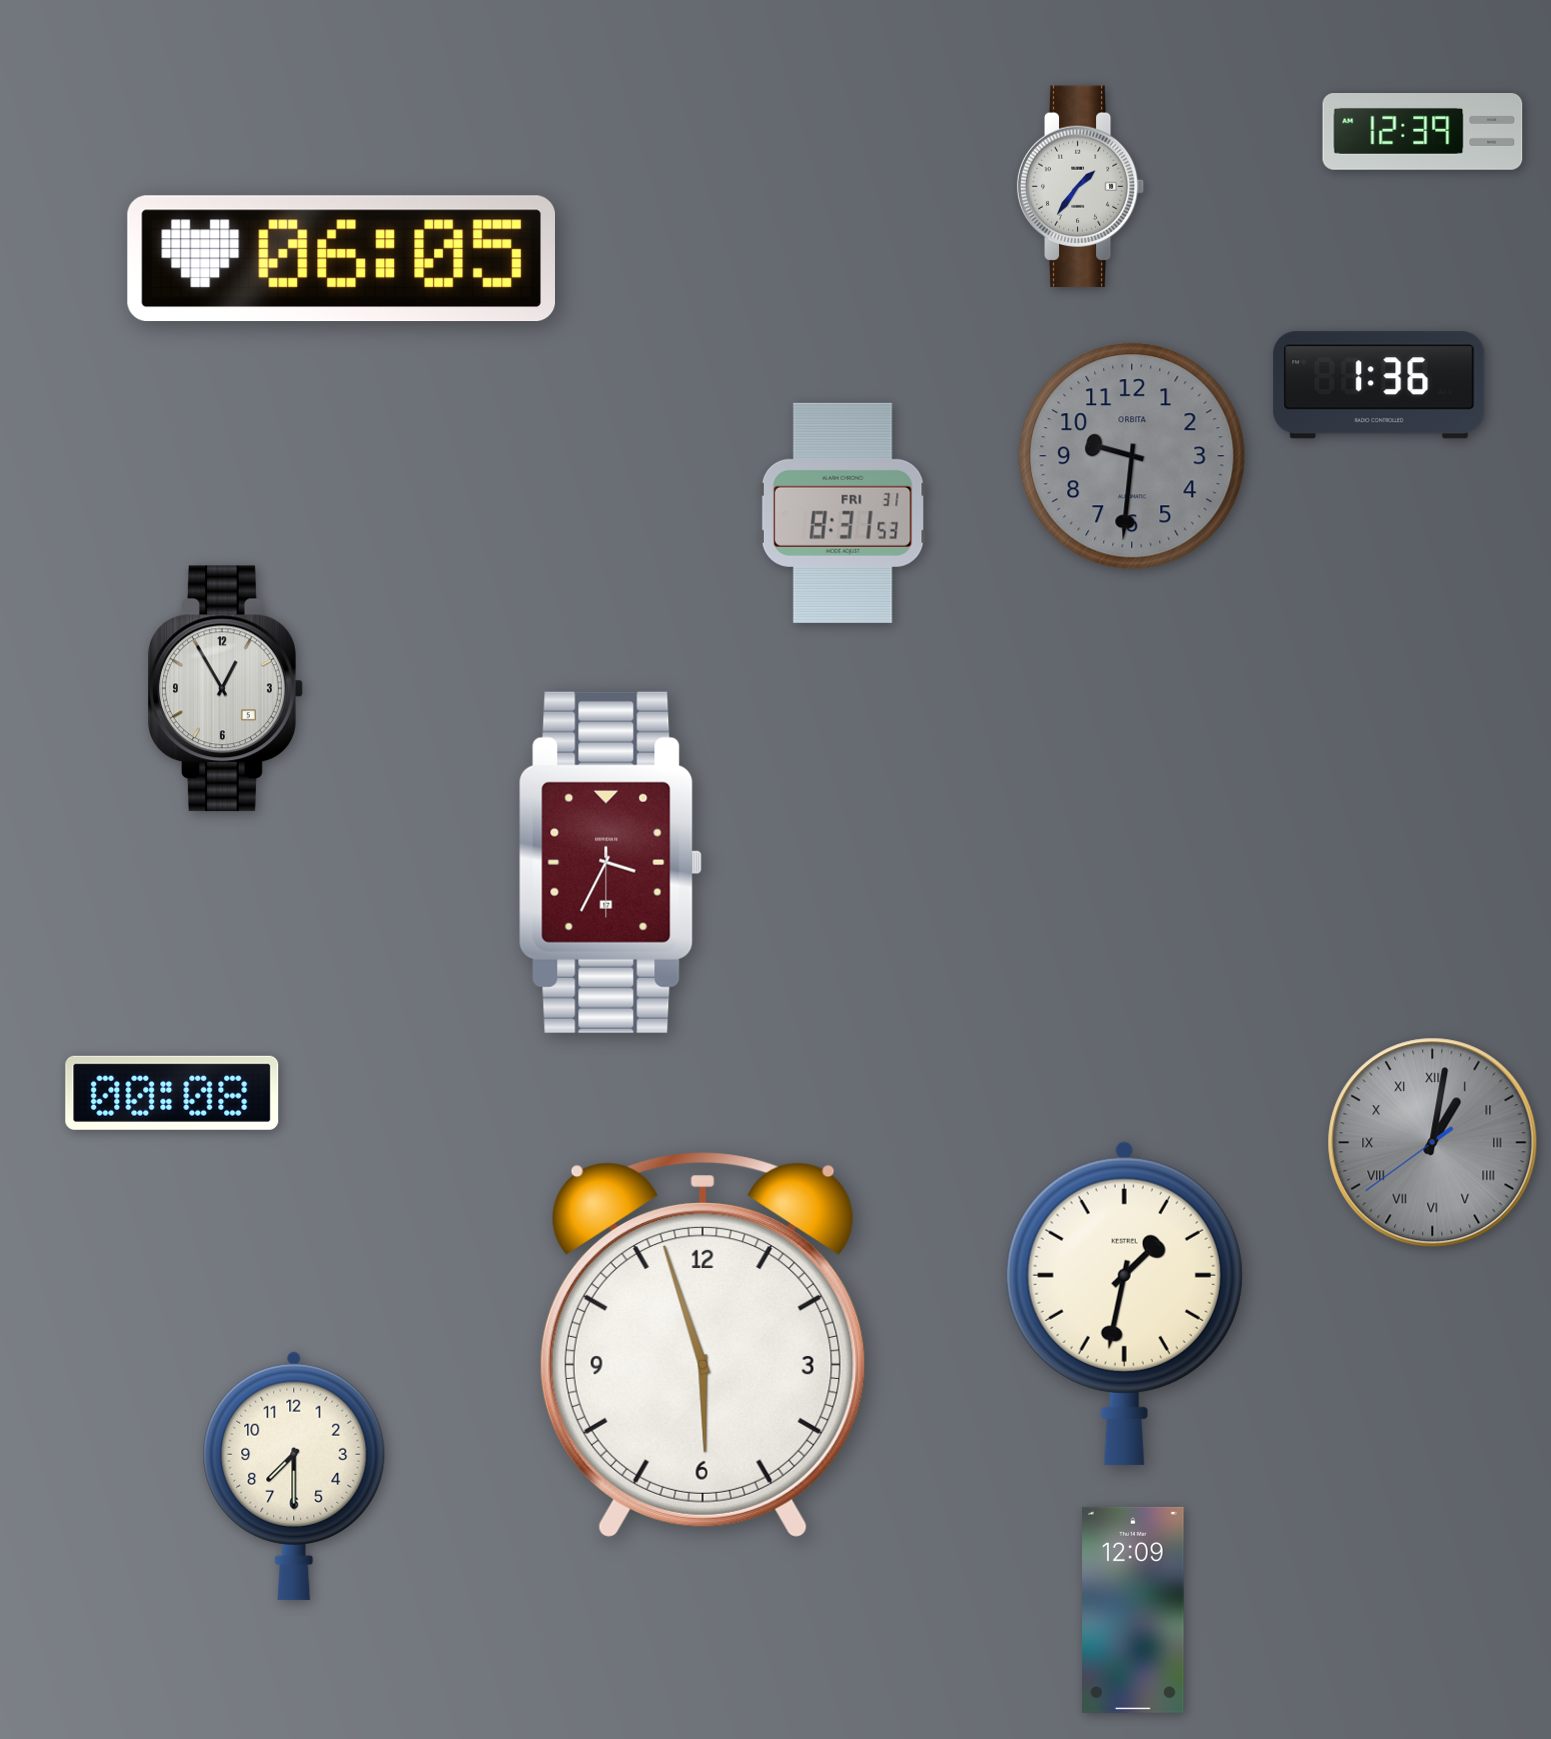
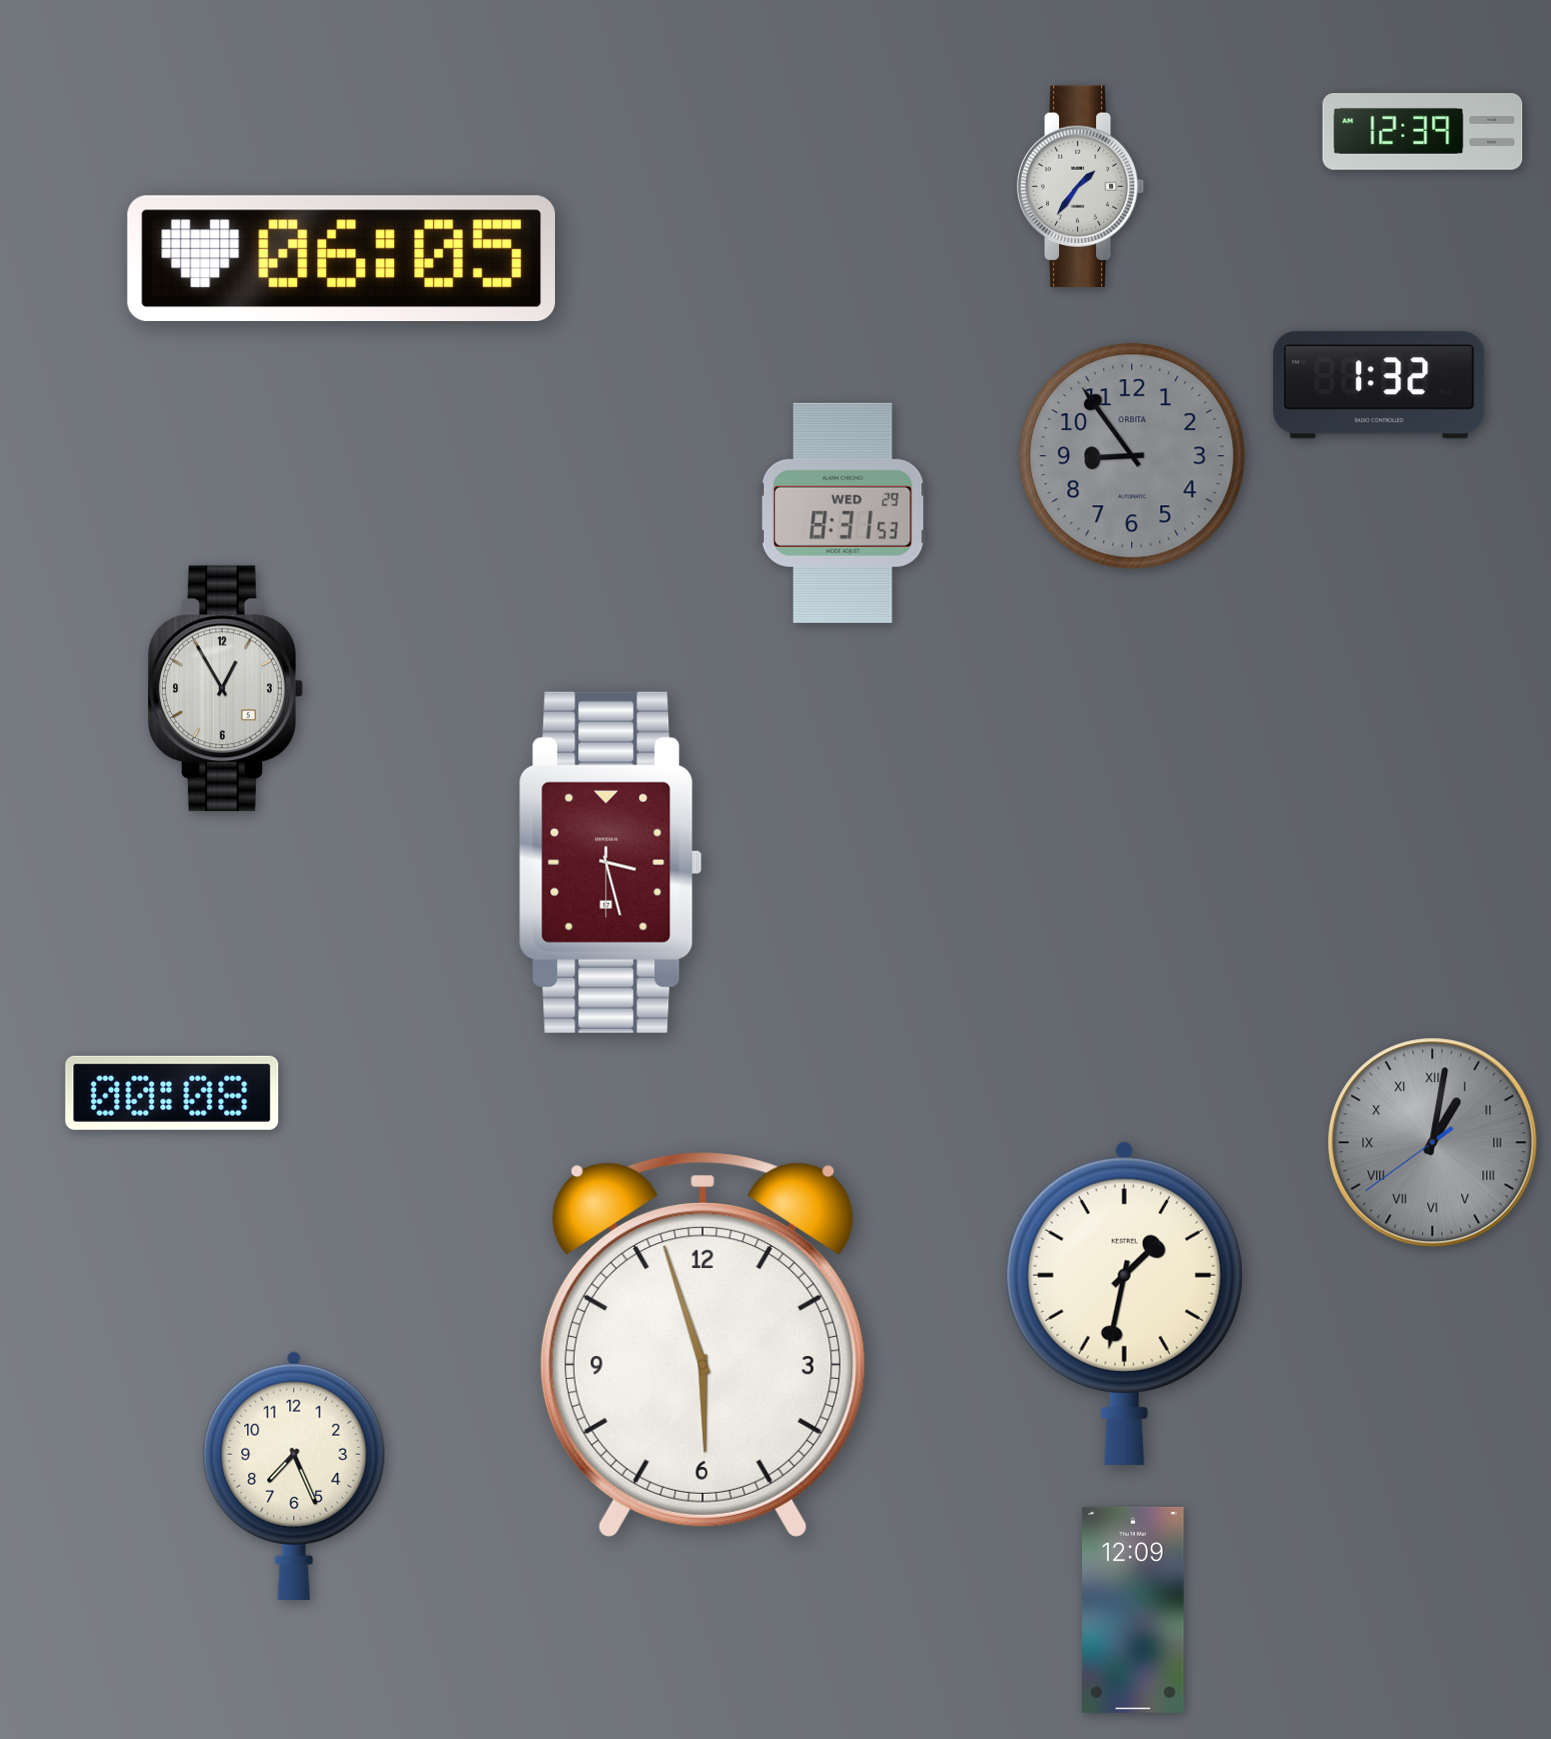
clock at (1379, 385): 1:36 -> 1:32
clock at (1132, 456): 9:31 -> 8:54
clock at (843, 513) date: FRI 31 -> WED 29
clock at (610, 862): 3:34 -> 3:27
clock at (294, 1475): 7:30 -> 7:26
